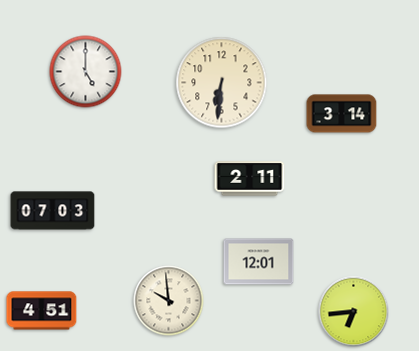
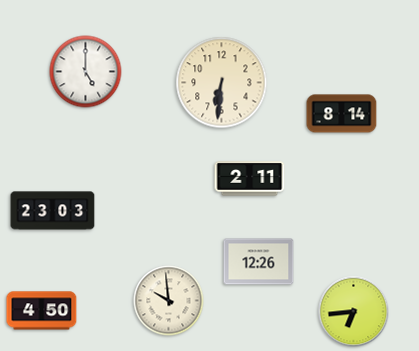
clock at (342, 114): 3:14 -> 8:14
clock at (53, 211): 07:03 -> 23:03
clock at (259, 262): 12:01 -> 12:26
clock at (42, 311): 4:51 -> 4:50
